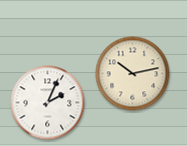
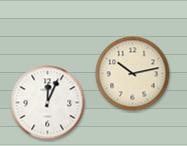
clock at (48, 103): 2:04 -> 12:04
